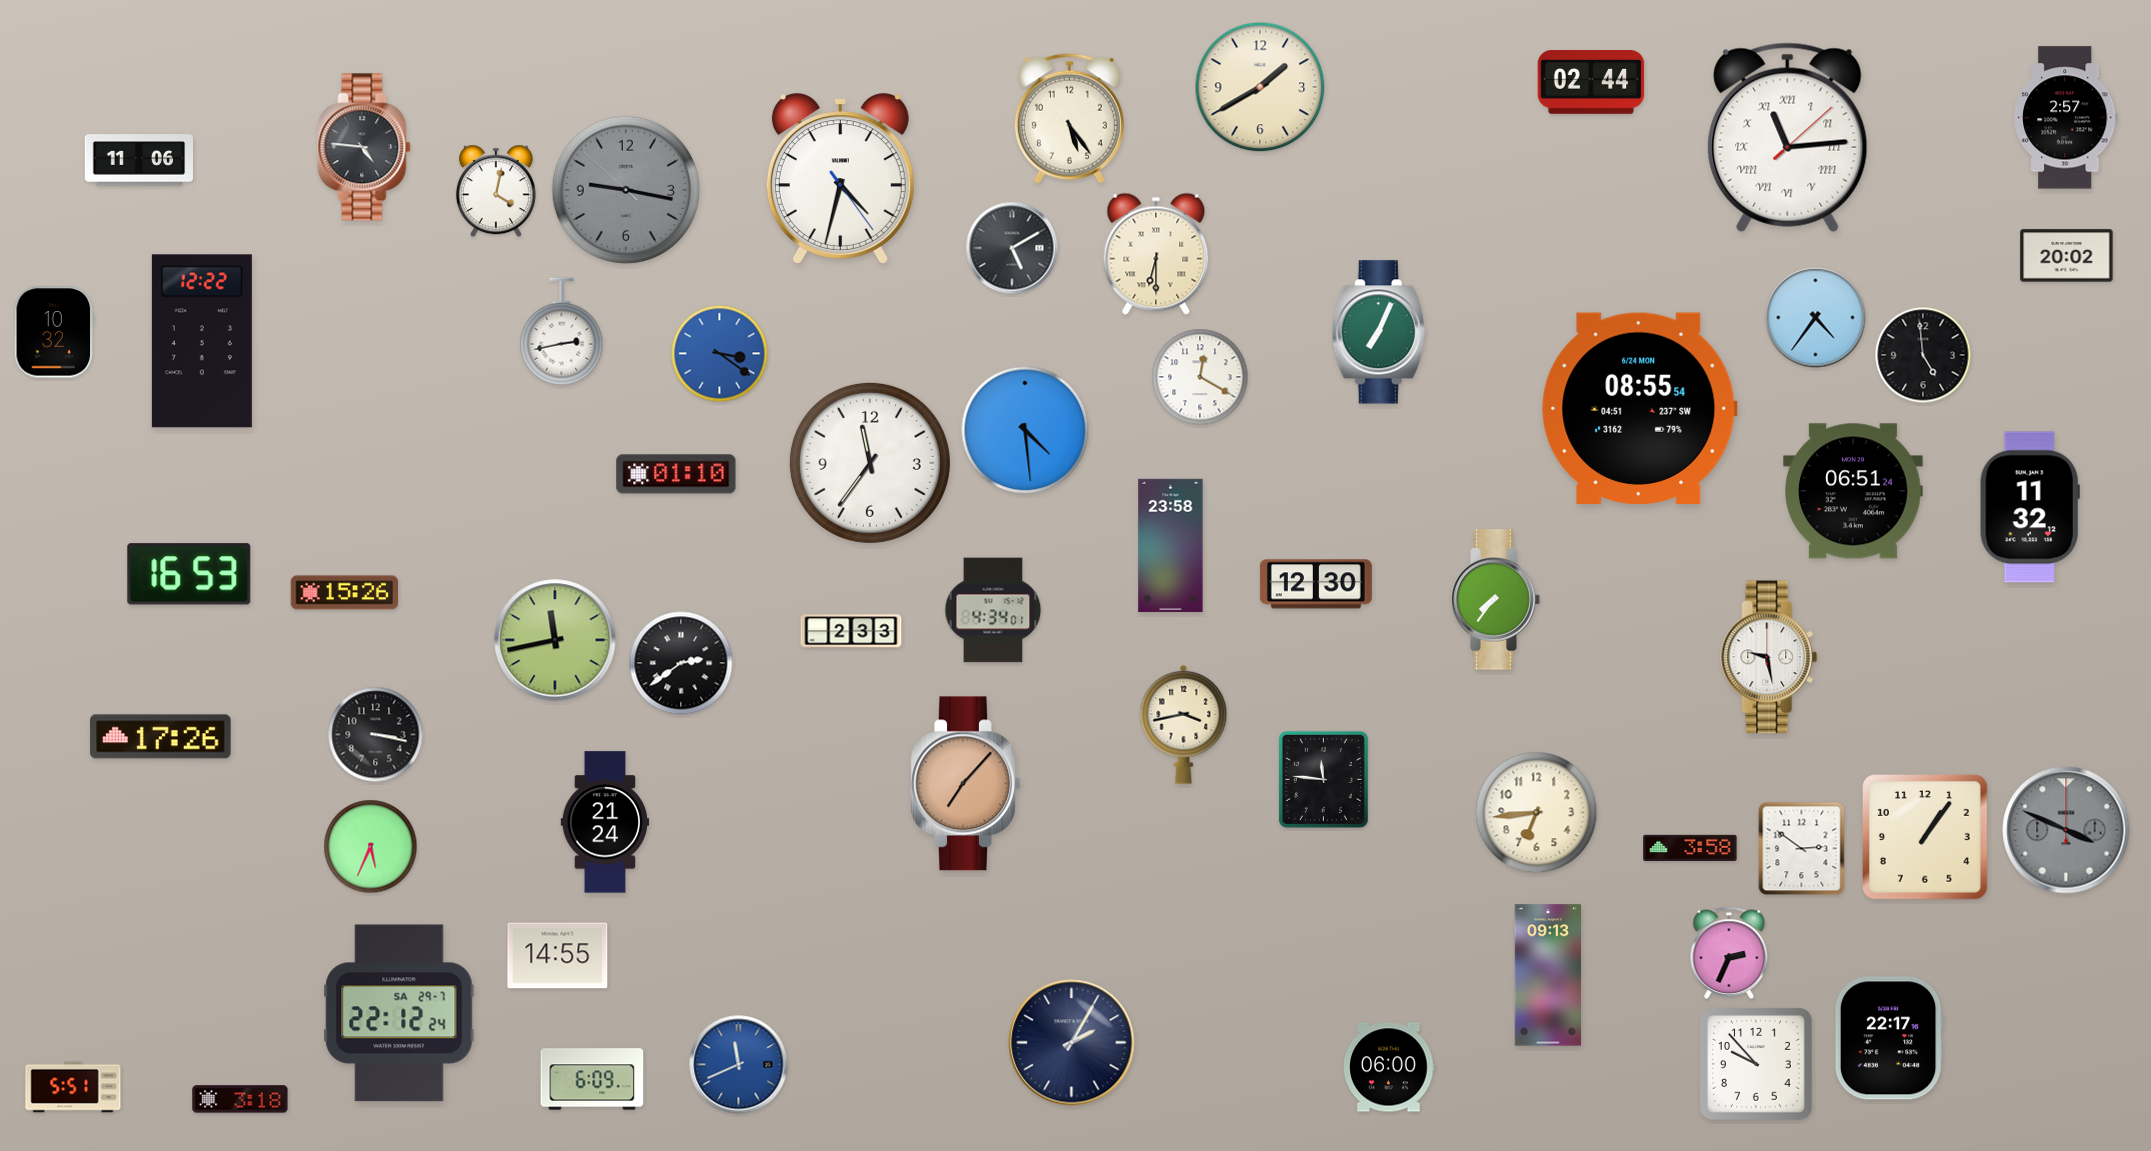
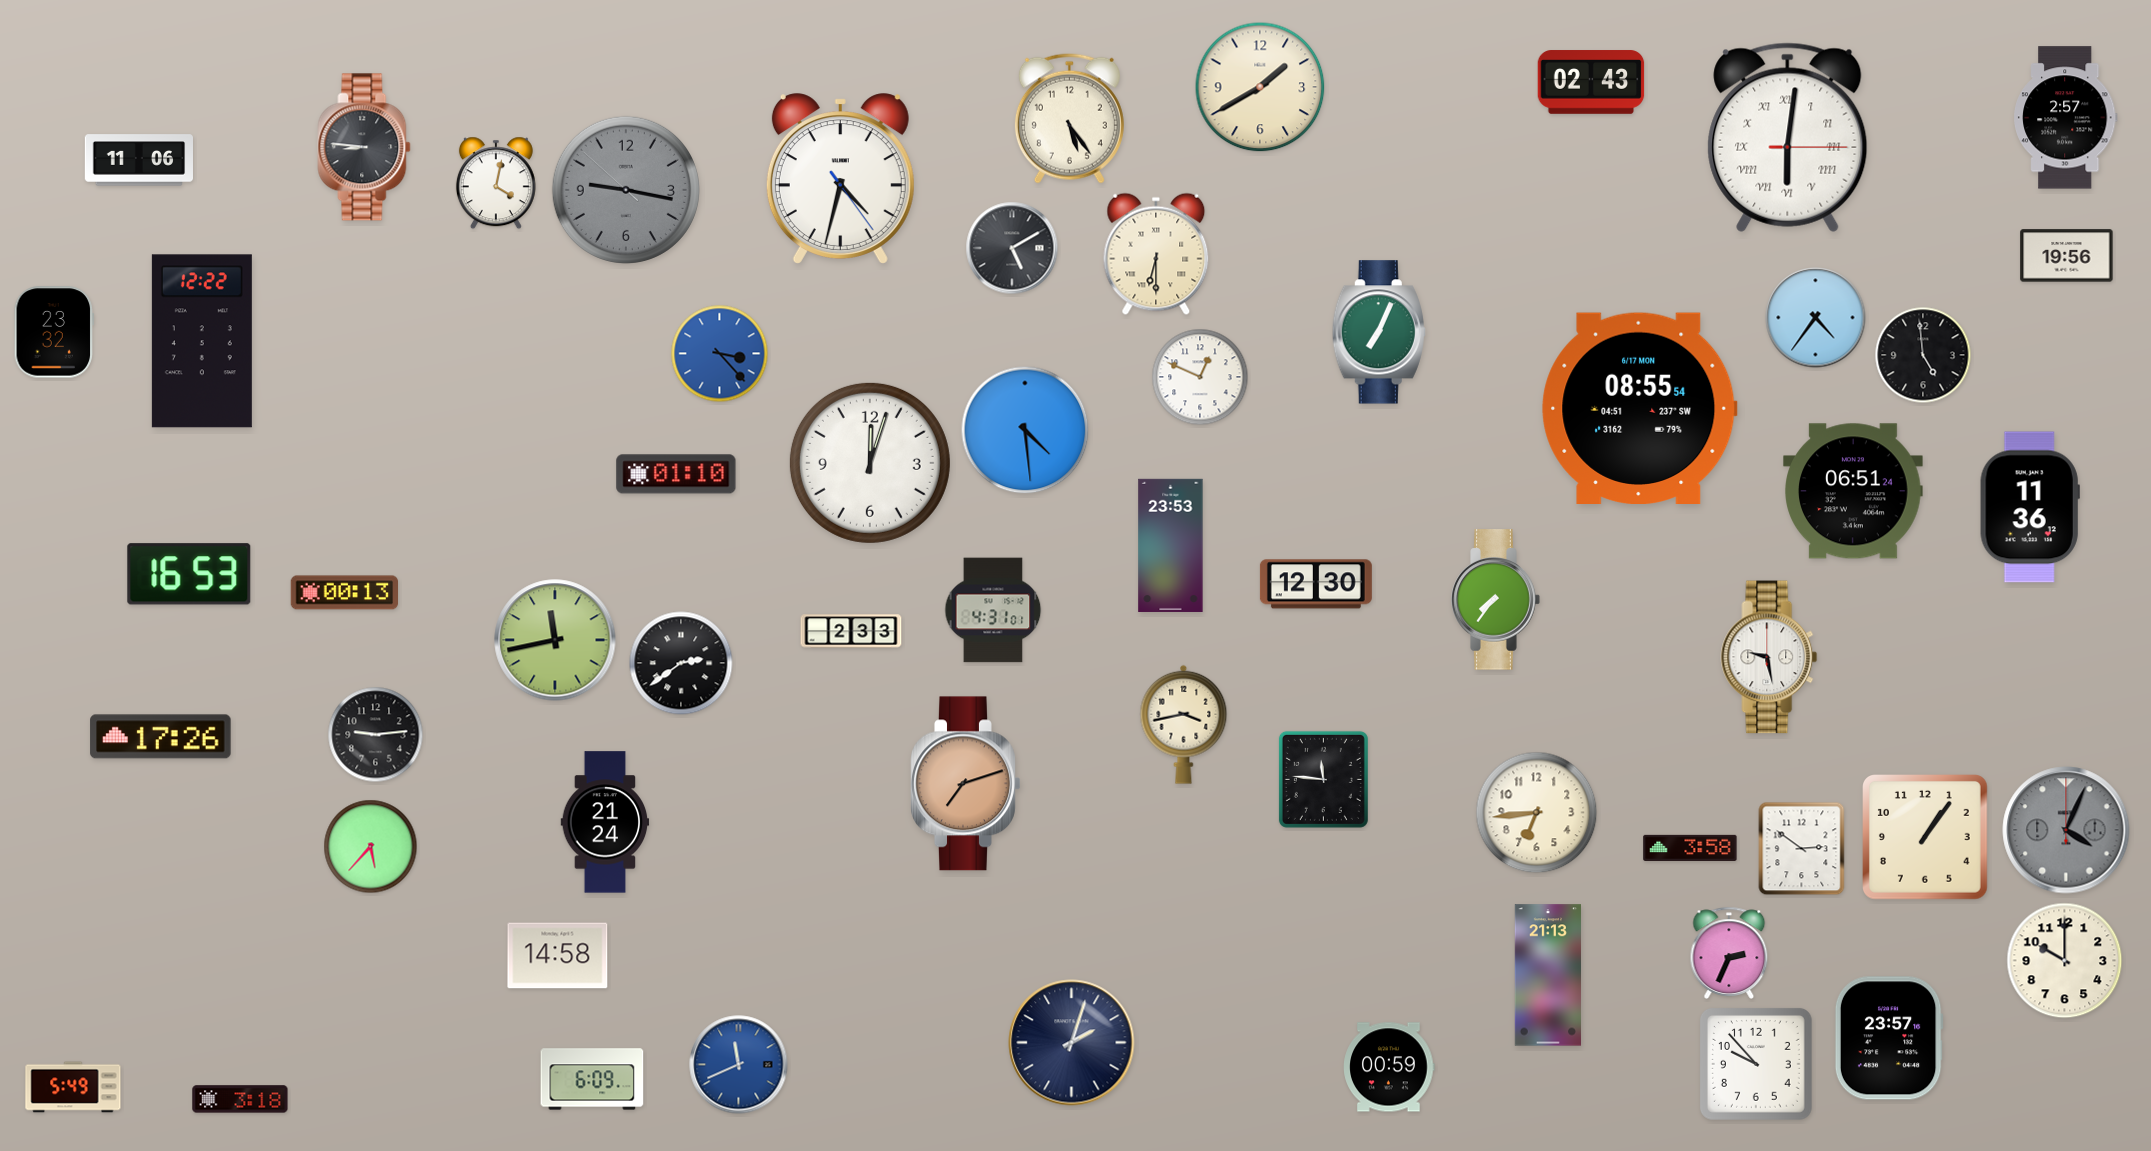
clock at (1591, 82): 02:44 -> 02:43
clock at (1788, 137): 11:14 -> 6:01
clock at (364, 147): 4:46 -> 8:46
clock at (496, 191) position: (496, 191) -> (496, 183)
clock at (2067, 256): 20:02 -> 19:56
clock at (54, 332): 10:32 -> 23:32
clock at (562, 332): 2:43 -> none
clock at (720, 354): 3:21 -> 3:23
clock at (1200, 377): 12:20 -> 12:49
clock at (1640, 408) date: 6/24 MON -> 6/17 MON
clock at (870, 463): 11:36 -> 12:03
clock at (2030, 507): 11:32 -> 11:36
clock at (1171, 545): 23:58 -> 23:53
clock at (345, 593): 15:26 -> 00:13
clock at (993, 610): 4:34 -> 4:31
clock at (376, 735): 3:17 -> 9:14
clock at (966, 784): 7:07 -> 7:12
clock at (2066, 830): 3:49 -> 4:04
clock at (371, 847): 5:34 -> 5:37
clock at (558, 956): 14:55 -> 14:58
clock at (2065, 961): none -> 10:00
clock at (1547, 975): 09:13 -> 21:13
clock at (399, 1013): 22:12 -> none
clock at (1889, 1038): 22:17 -> 23:57
clock at (1072, 1043): 2:05 -> 2:03
clock at (1389, 1067): 06:00 -> 00:59
clock at (73, 1087): 5:51 -> 5:49
